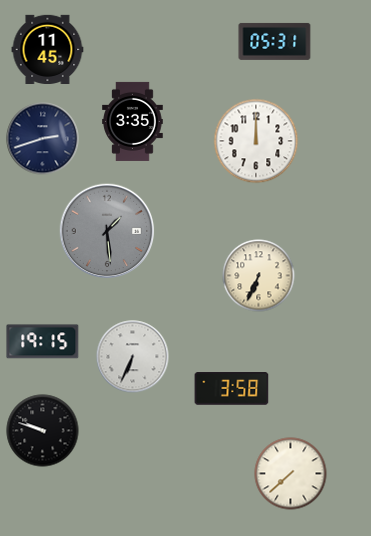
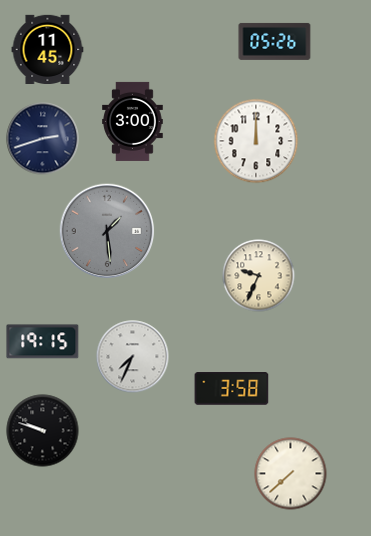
clock at (275, 41): 05:31 -> 05:26
clock at (133, 121): 3:35 -> 3:00
clock at (259, 276): 6:34 -> 9:34
clock at (133, 357): 6:34 -> 7:34
